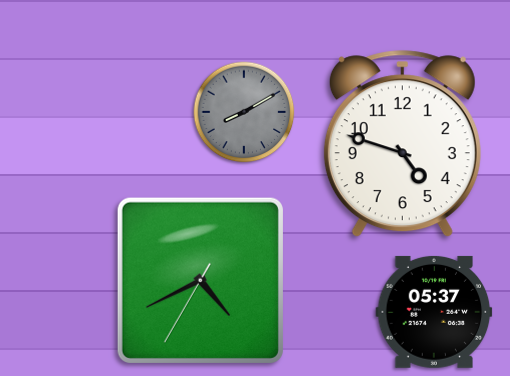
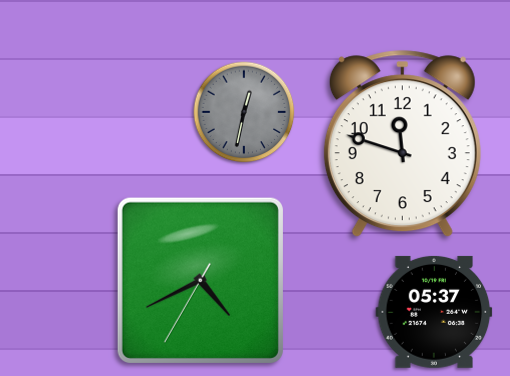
clock at (244, 112): 8:10 -> 12:32
clock at (402, 144): 4:48 -> 11:48
